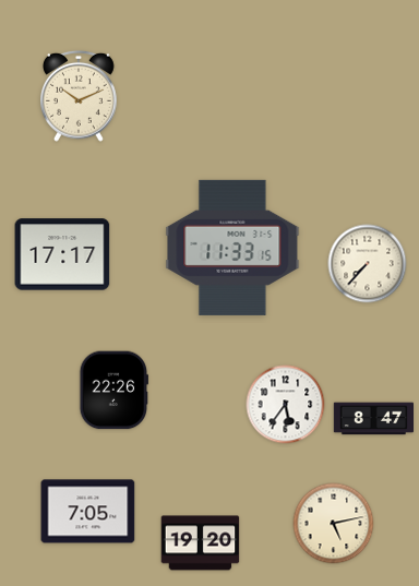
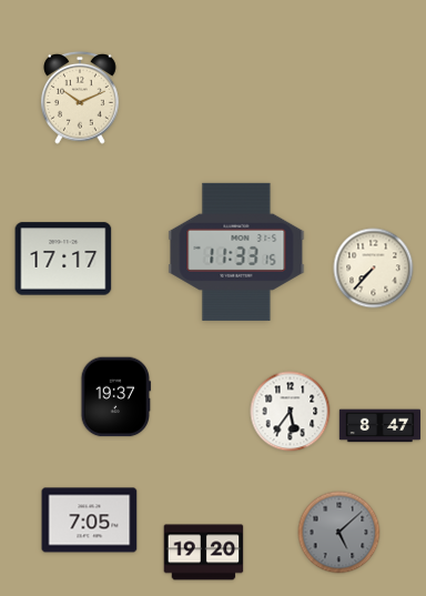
clock at (113, 391): 22:26 -> 19:37
clock at (334, 524): 5:13 -> 5:08
clock at (334, 524) dial: cream -> grey
